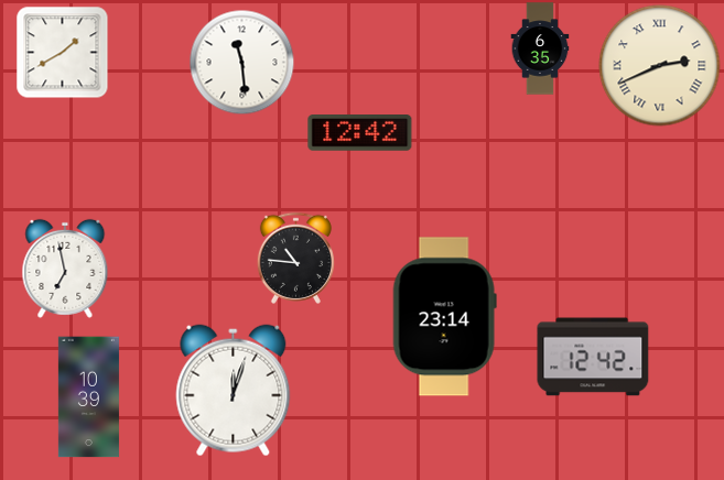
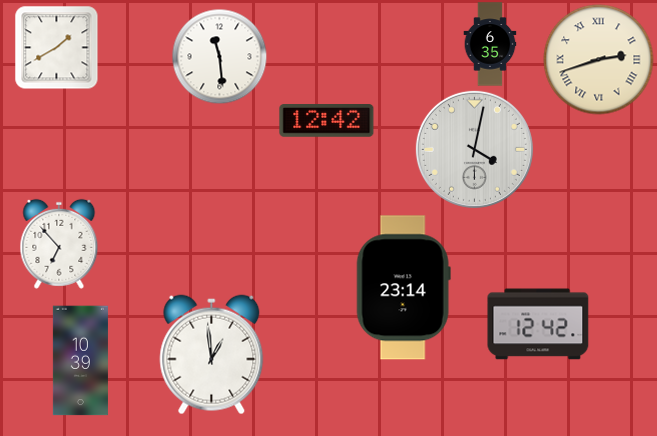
clock at (660, 66): 2:41 -> 2:42
clock at (474, 149): none -> 4:02
clock at (295, 258): 10:46 -> none
clock at (65, 269): 6:58 -> 6:53
clock at (234, 391): 12:03 -> 12:59
